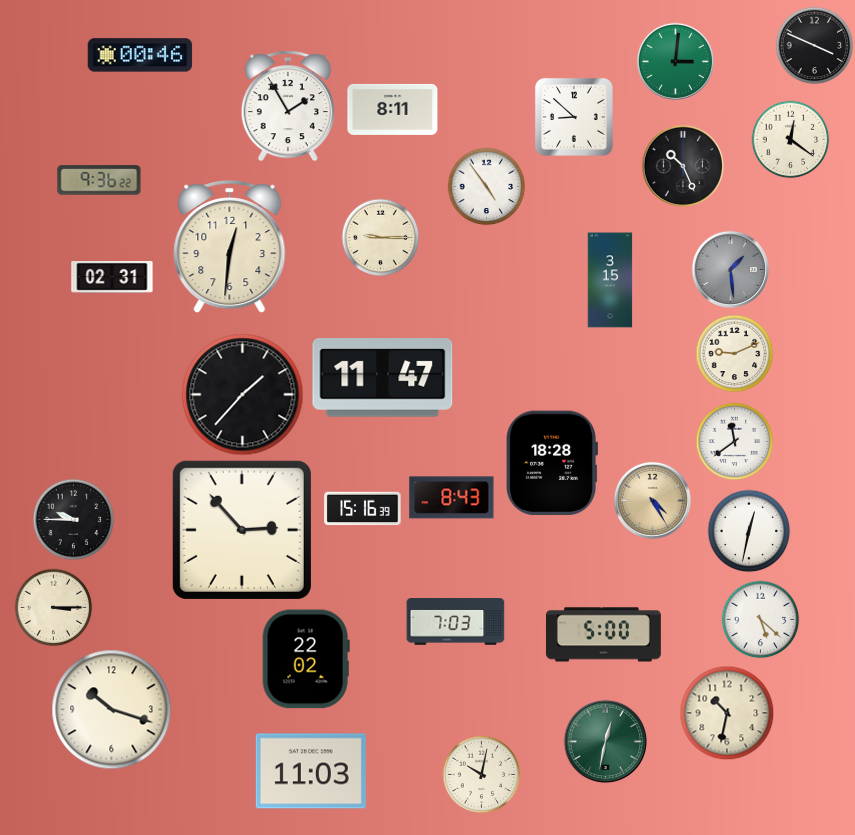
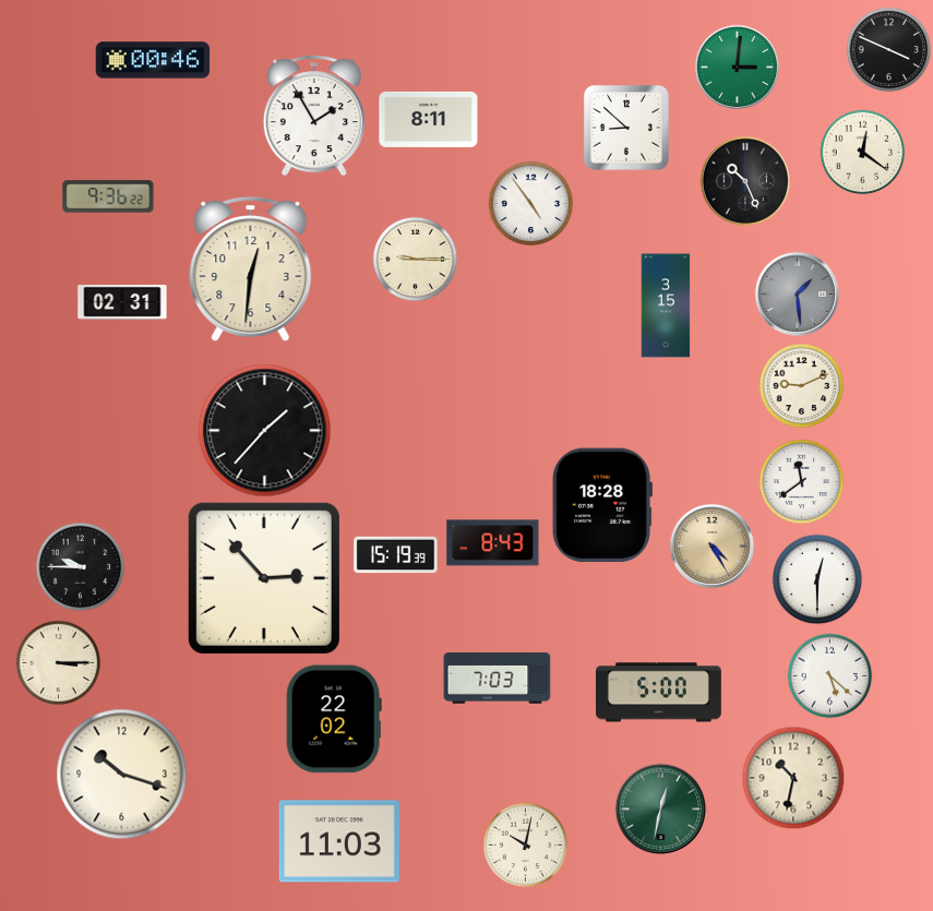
clock at (383, 378): 11:47 -> none
clock at (363, 509): 15:16 -> 15:19
clock at (749, 531): 12:32 -> 12:30
